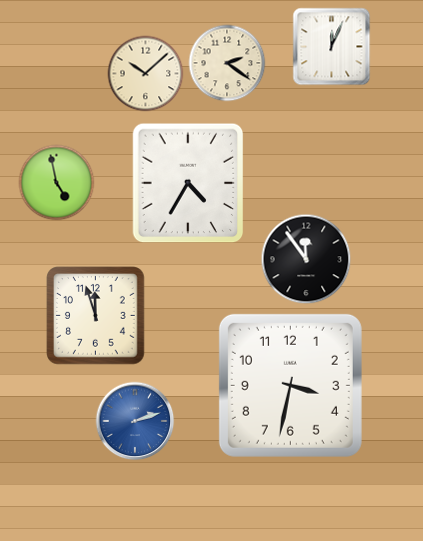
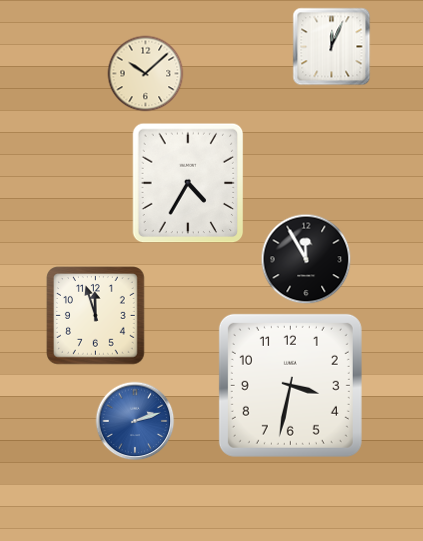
clock at (227, 63): 2:21 -> none
clock at (57, 183): 4:58 -> none
clock at (306, 259): 11:54 -> 11:55
